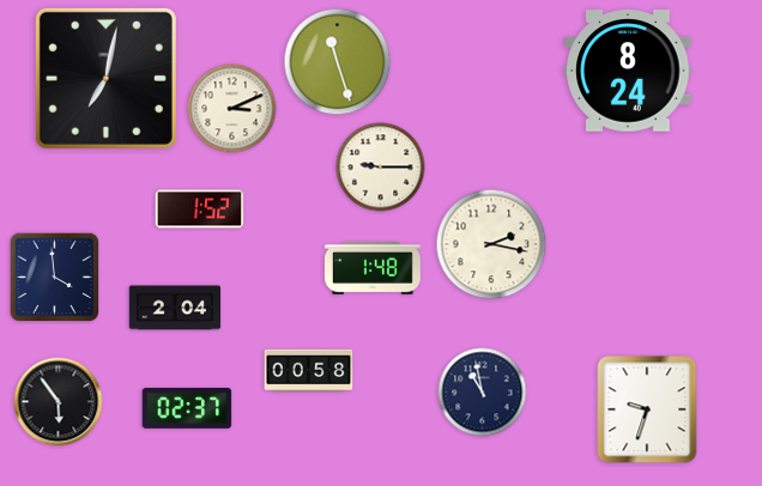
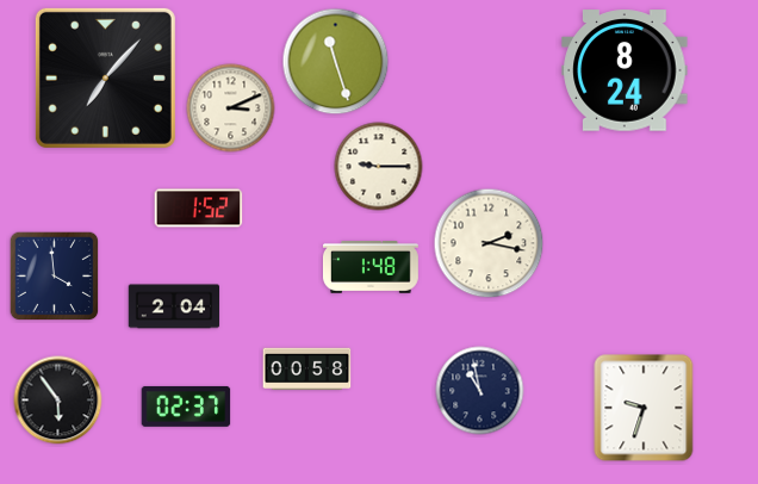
clock at (105, 78): 7:02 -> 7:07
